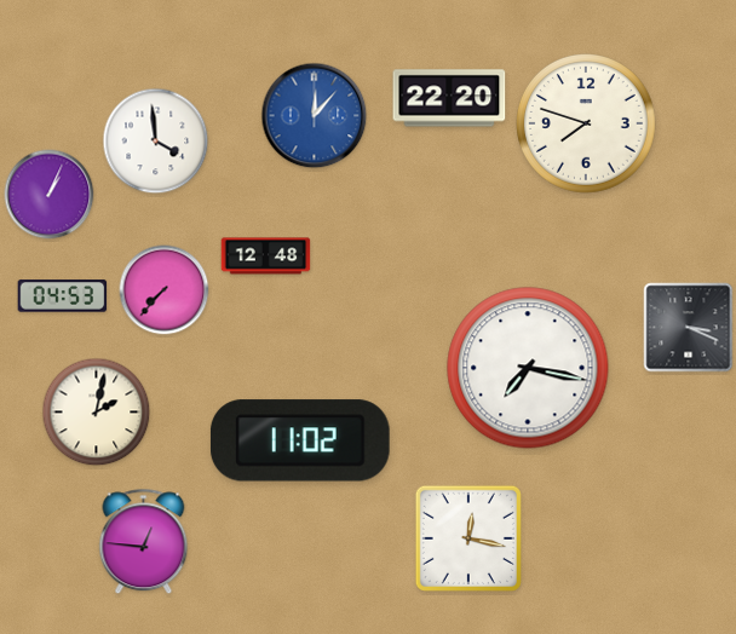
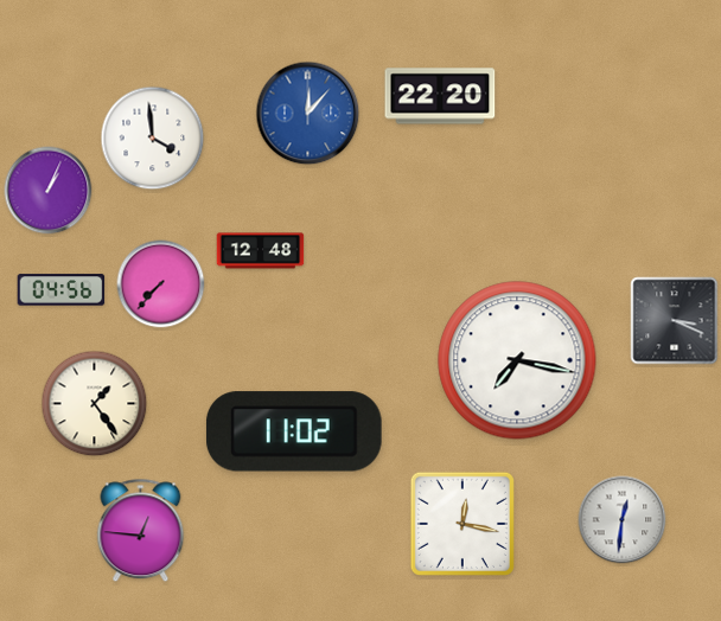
clock at (587, 125): 7:48 -> none
clock at (63, 296): 04:53 -> 04:56
clock at (97, 413): 2:02 -> 1:24
clock at (623, 520): none -> 12:31
clock at (468, 538) position: (468, 538) -> (462, 524)
